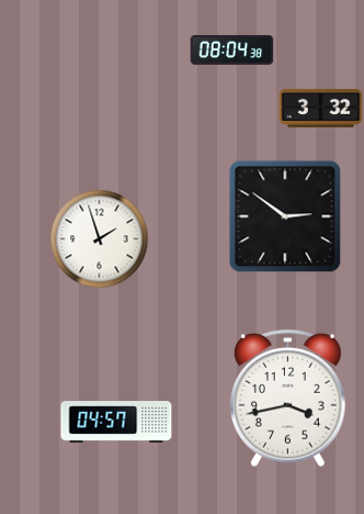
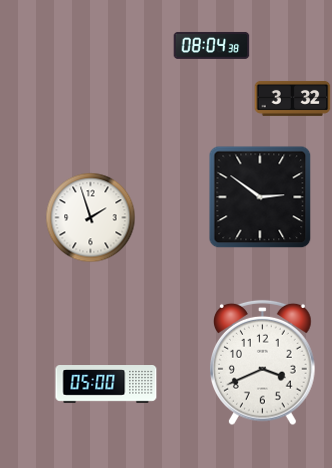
clock at (288, 399): 3:43 -> 3:41
clock at (116, 423): 04:57 -> 05:00
